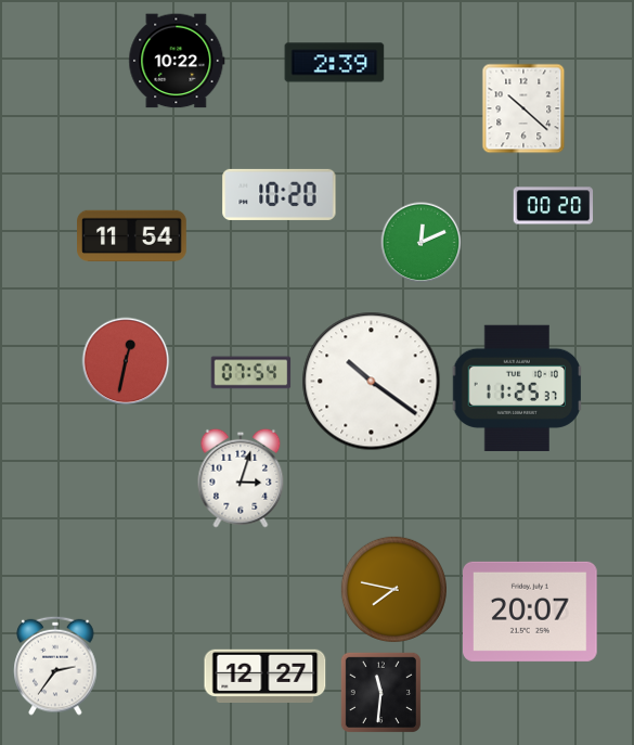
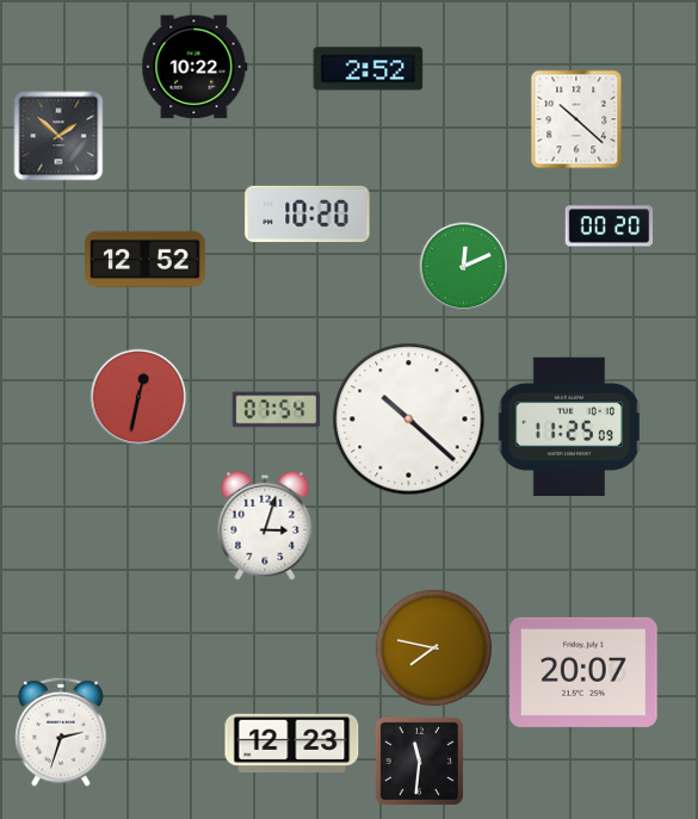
clock at (335, 63): 2:39 -> 2:52
clock at (58, 136): none -> 1:52
clock at (132, 235): 11:54 -> 12:52
clock at (372, 382): 10:21 -> 10:22
clock at (516, 387): 11:25:37 -> 11:25:09
clock at (55, 666): 2:36 -> 2:33
clock at (266, 676): 12:27 -> 12:23
